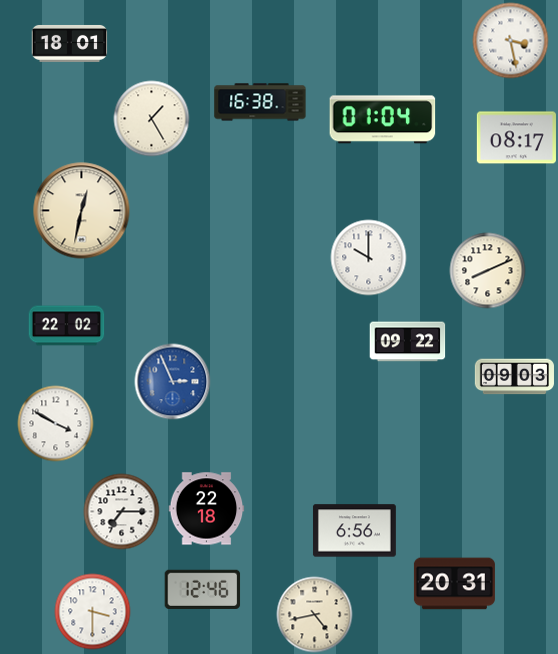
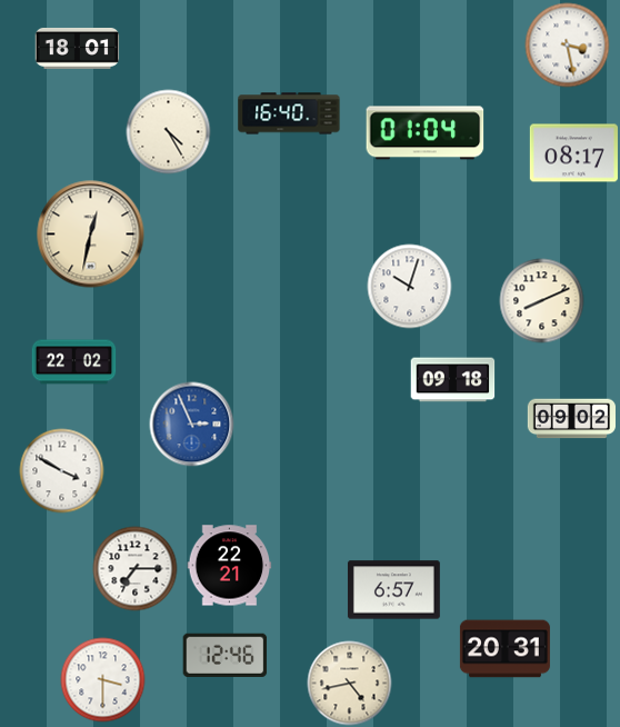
clock at (260, 102): 16:38 -> 16:40
clock at (152, 119): 1:25 -> 4:25
clock at (369, 258): 10:00 -> 10:03
clock at (408, 342): 09:22 -> 09:18
clock at (514, 377): 09:03 -> 09:02
clock at (207, 509): 22:18 -> 22:21
clock at (354, 531): 6:56 -> 6:57
